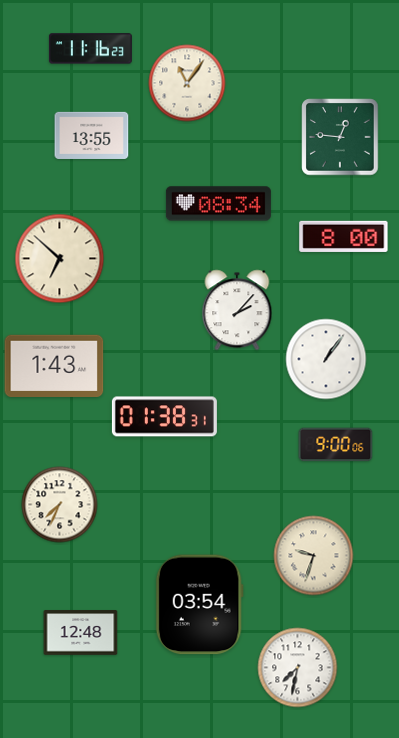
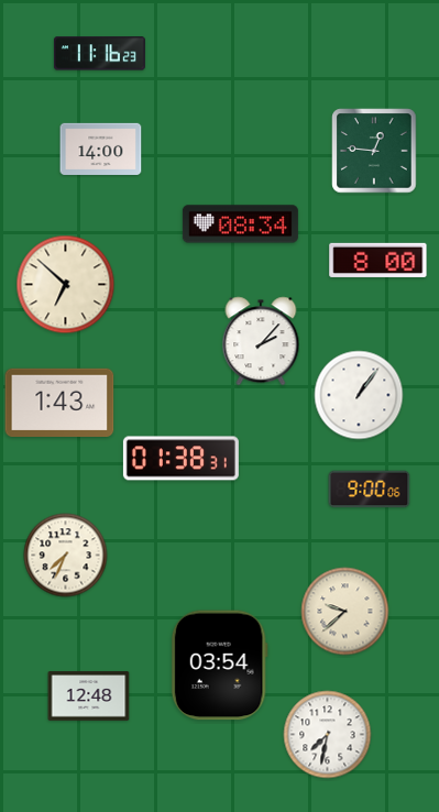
clock at (187, 83): 11:06 -> none
clock at (92, 135): 13:55 -> 14:00
clock at (314, 556): 9:33 -> 9:38
